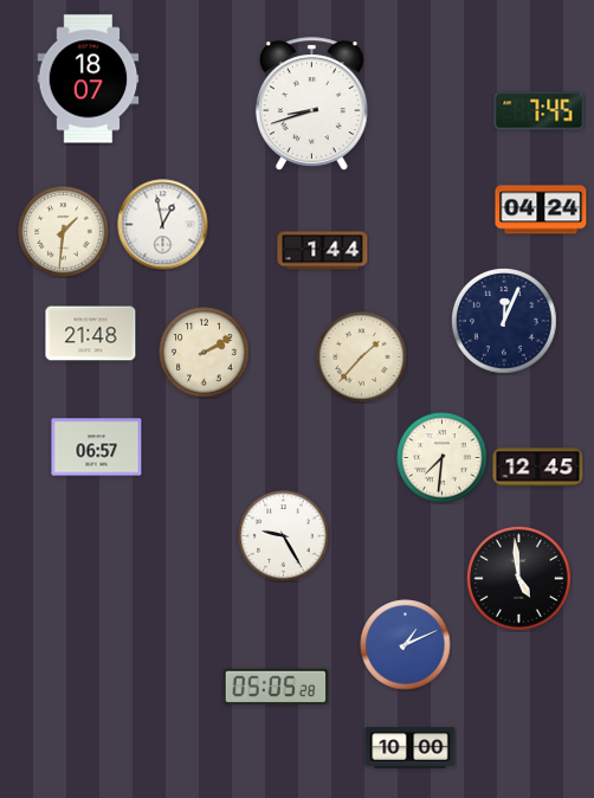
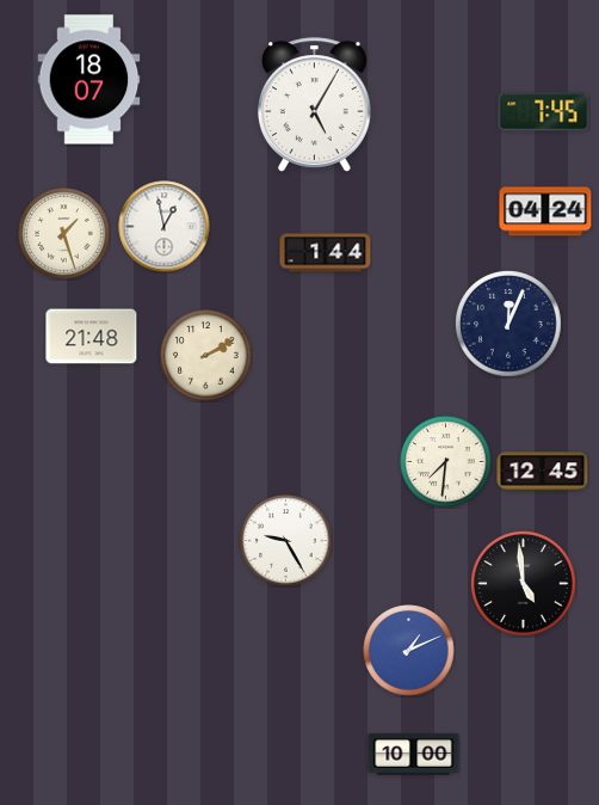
clock at (311, 104): 8:42 -> 5:05
clock at (64, 232): 1:31 -> 1:27
clock at (362, 358): 1:37 -> none
clock at (97, 448): 06:57 -> none
clock at (276, 687): 05:05 -> none
